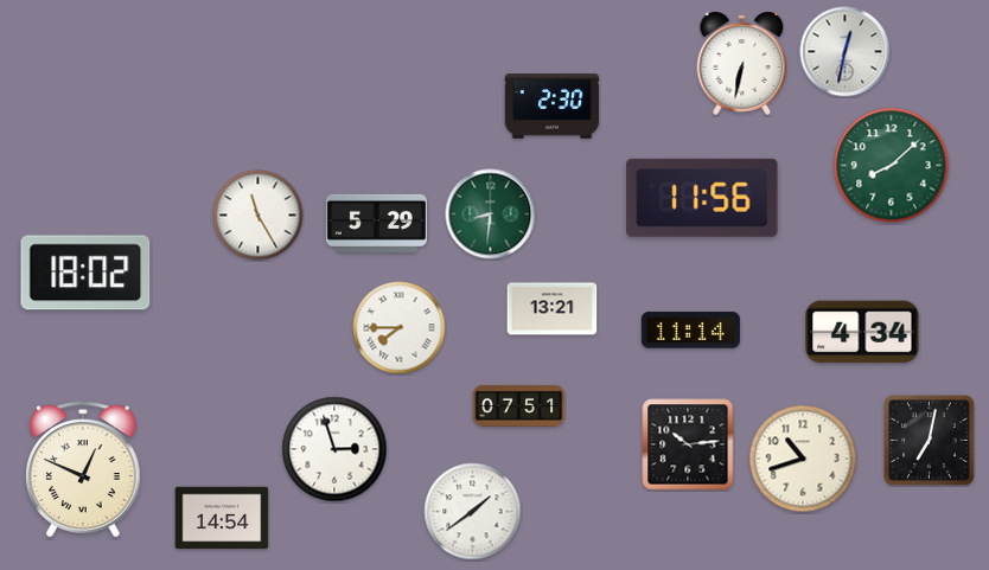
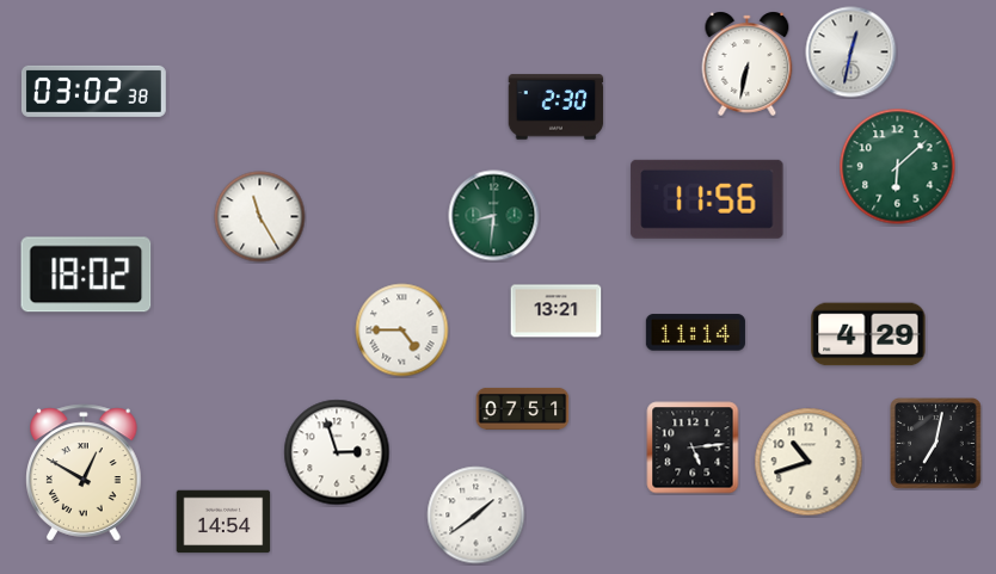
clock at (93, 91): none -> 03:02
clock at (892, 166): 8:08 -> 6:08
clock at (376, 223): 5:29 -> none
clock at (400, 328): 7:45 -> 4:45
clock at (862, 332): 4:34 -> 4:29
clock at (688, 444): 10:14 -> 5:14
clock at (83, 469): 12:49 -> 12:50
